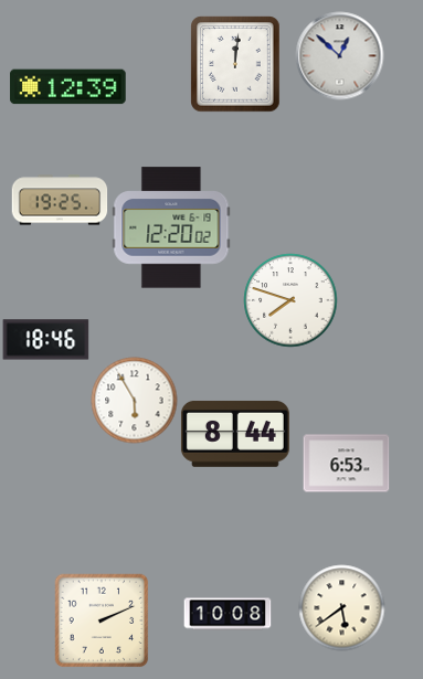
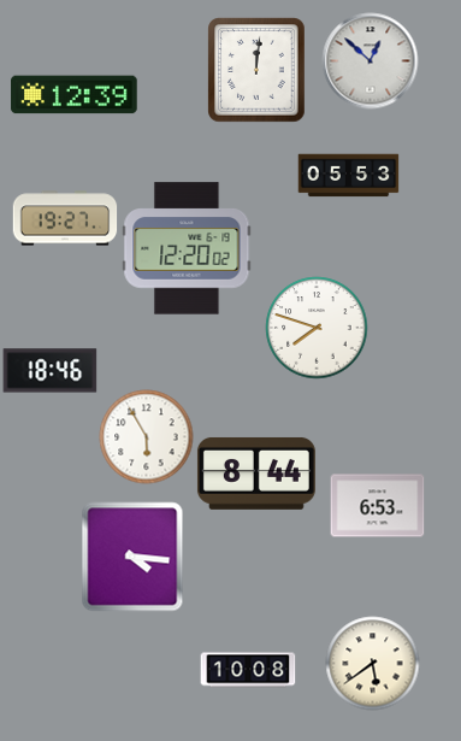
clock at (348, 176): none -> 05:53
clock at (60, 200): 19:25 -> 19:27
clock at (132, 557): none -> 4:16
clock at (102, 620): 2:11 -> none
